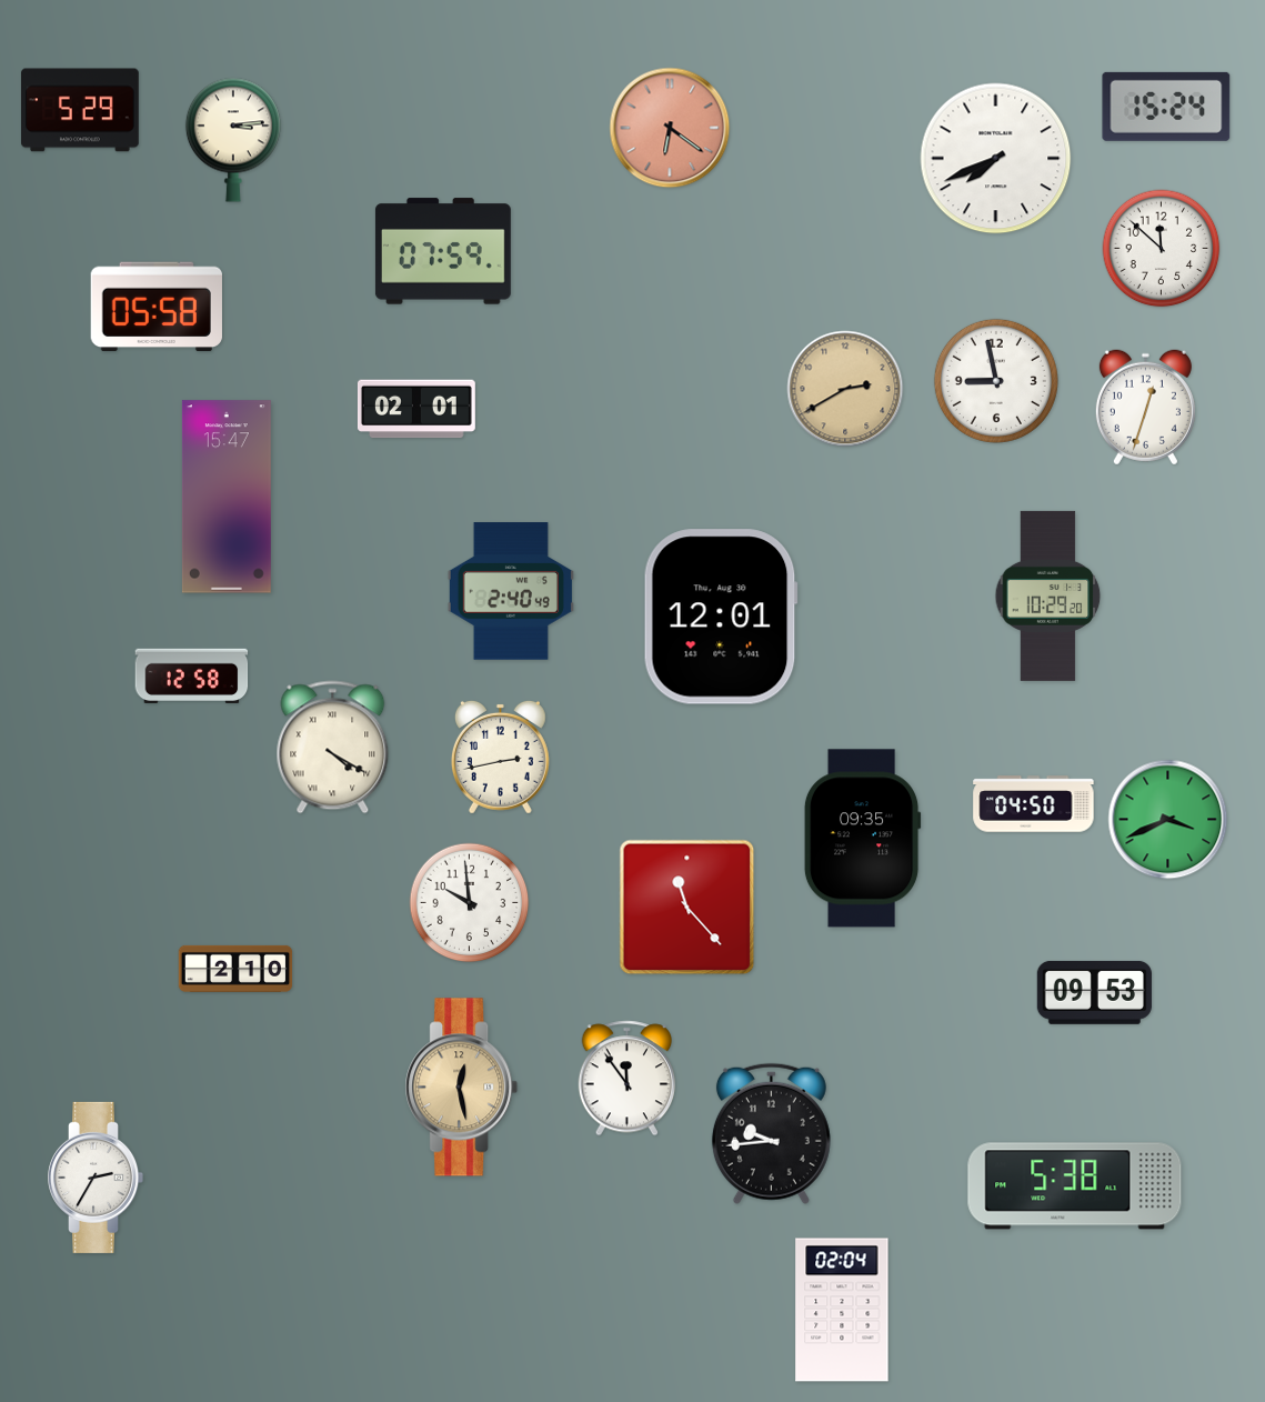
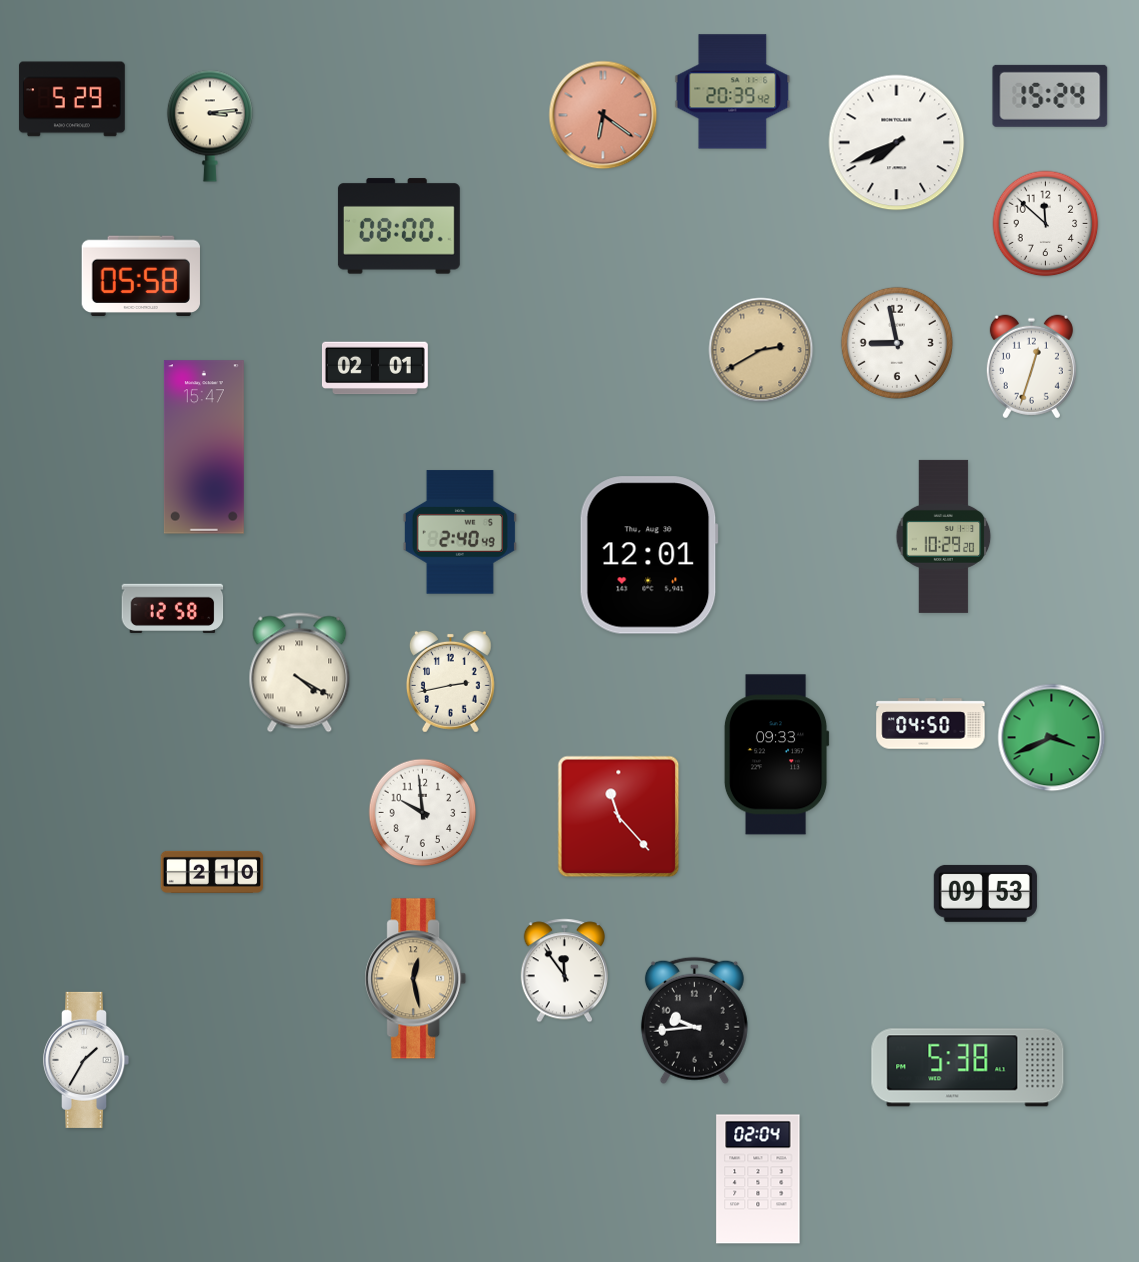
clock at (733, 92): none -> 20:39
clock at (443, 251): 07:59 -> 08:00
clock at (862, 839): 09:35 -> 09:33
clock at (97, 1178): 2:35 -> 1:35
